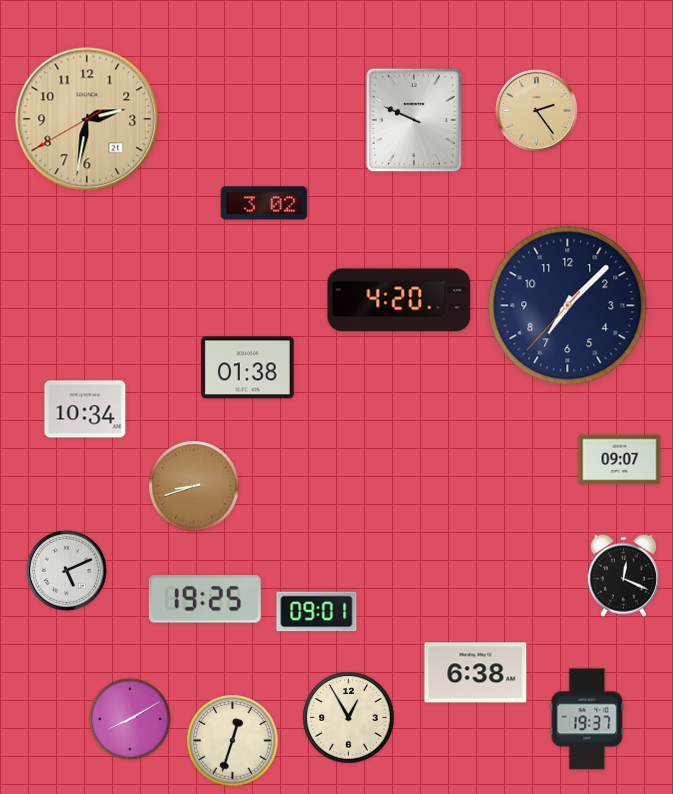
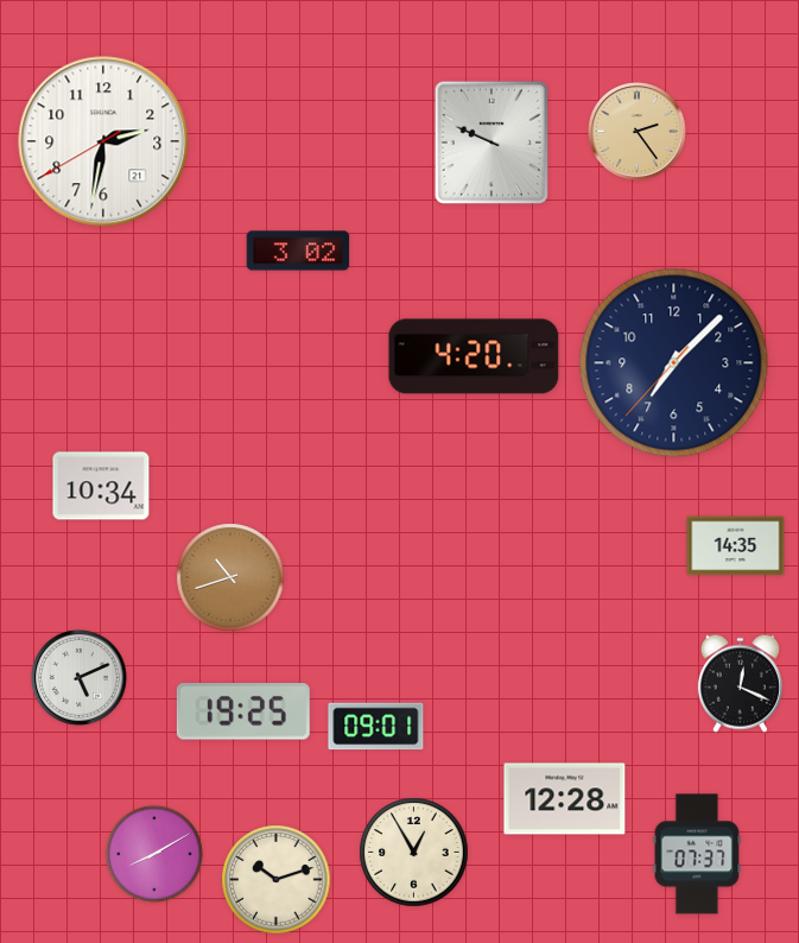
clock at (87, 119) dial: champagne -> white
clock at (264, 203) position: (264, 203) -> (298, 251)
clock at (248, 368): 01:38 -> none
clock at (620, 460): 09:07 -> 14:35
clock at (194, 486): 8:42 -> 10:42
clock at (476, 673): 6:38 -> 12:28
clock at (587, 719): 19:37 -> 07:37
clock at (233, 741): 12:33 -> 10:12
